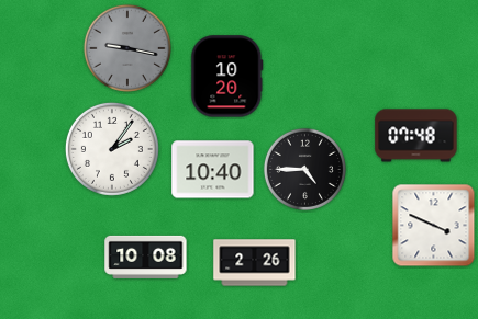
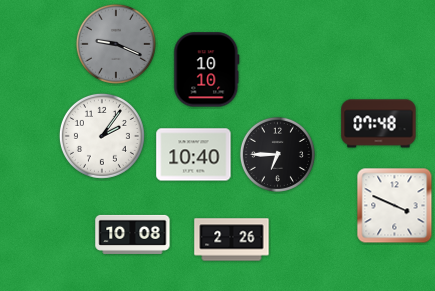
clock at (127, 48): 9:17 -> 9:19
clock at (227, 77): 10:20 -> 10:10
clock at (304, 169): 4:45 -> 6:45
